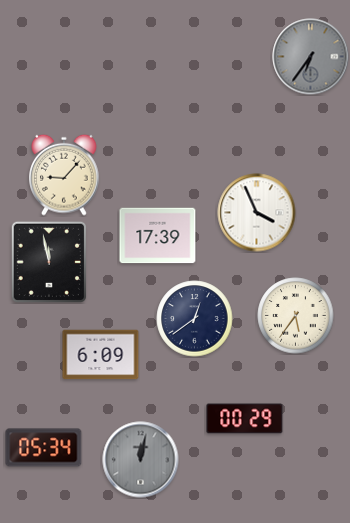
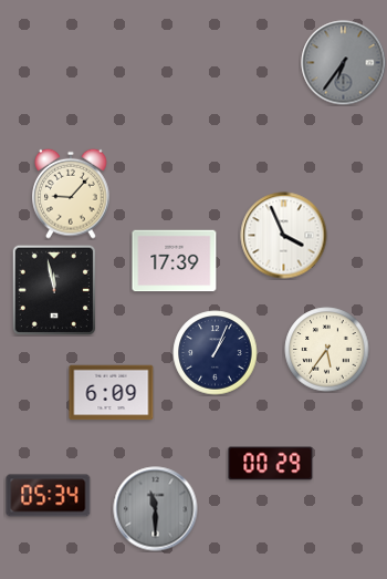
clock at (195, 319): 12:39 -> 1:04
clock at (141, 460): 12:02 -> 11:30
